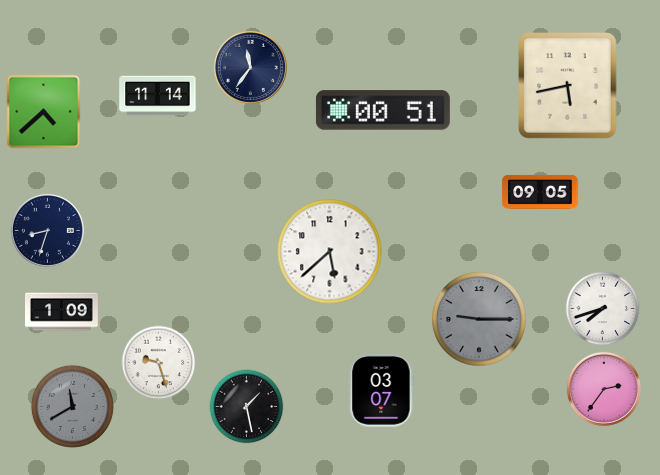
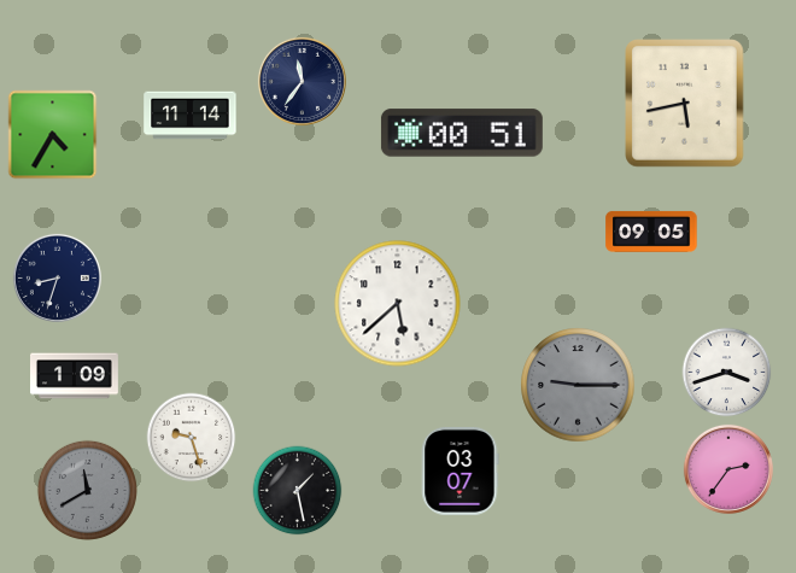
clock at (44, 112): 4:38 -> 4:35
clock at (603, 309): 7:42 -> 3:42
